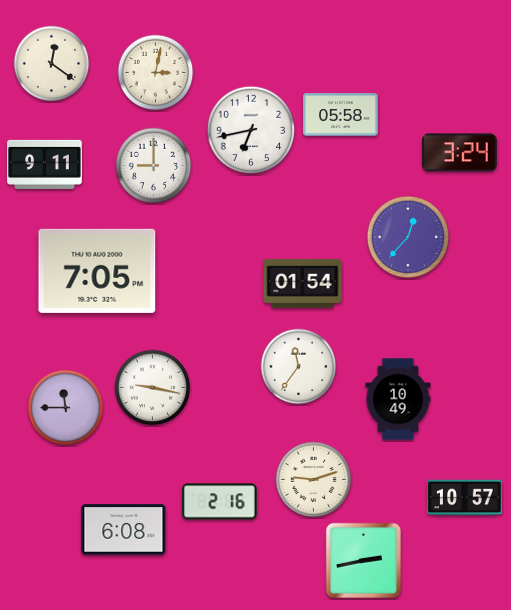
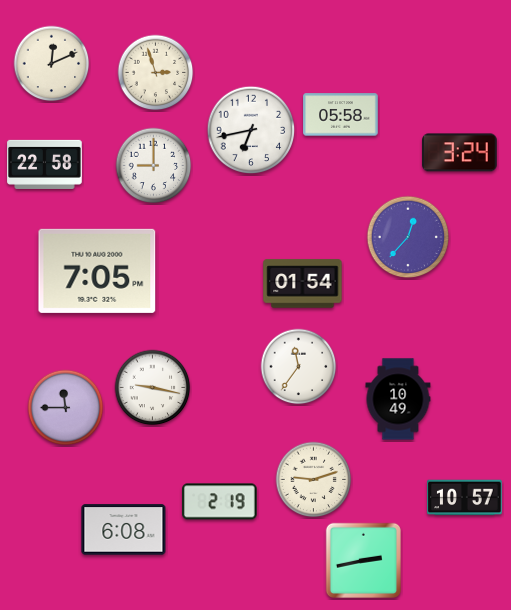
clock at (52, 64): 12:21 -> 12:11
clock at (156, 73): 3:02 -> 2:57
clock at (45, 164): 9:11 -> 22:58
clock at (220, 502): 2:16 -> 2:19
